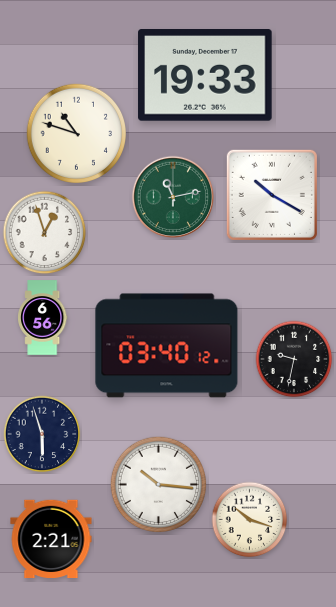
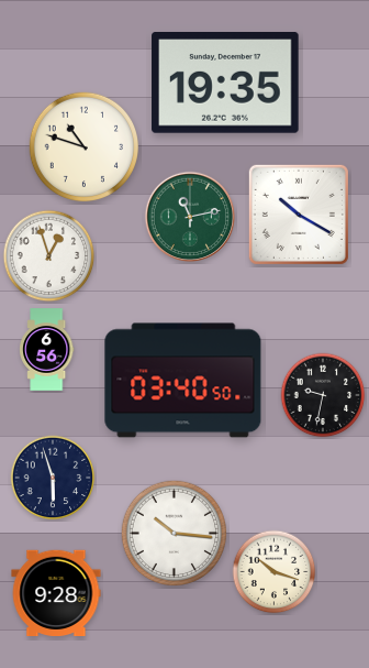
clock at (205, 75): 19:33 -> 19:35
clock at (167, 346): 03:40:12 -> 03:40:50
clock at (42, 434) position: (42, 434) -> (53, 478)
clock at (51, 538): 2:21 -> 9:28
